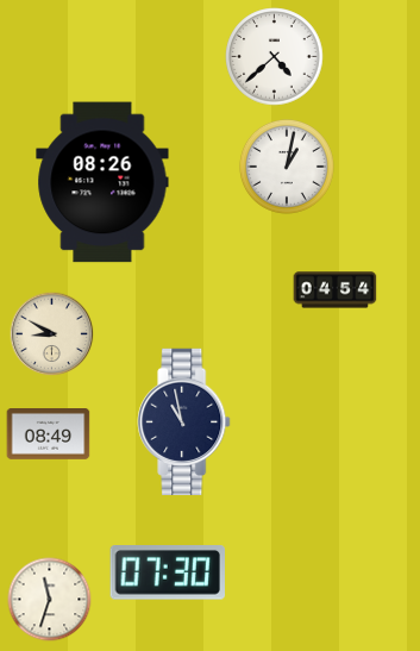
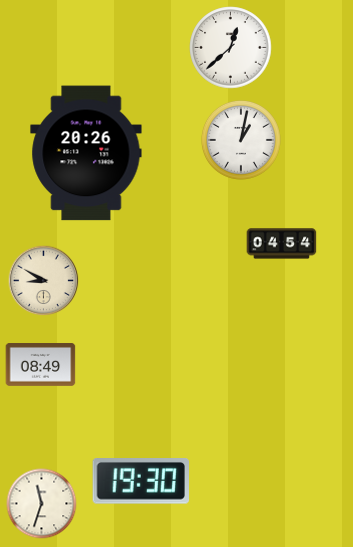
clock at (275, 57): 4:38 -> 12:38
clock at (102, 182): 08:26 -> 20:26
clock at (184, 422): 10:58 -> none
clock at (167, 572): 07:30 -> 19:30
